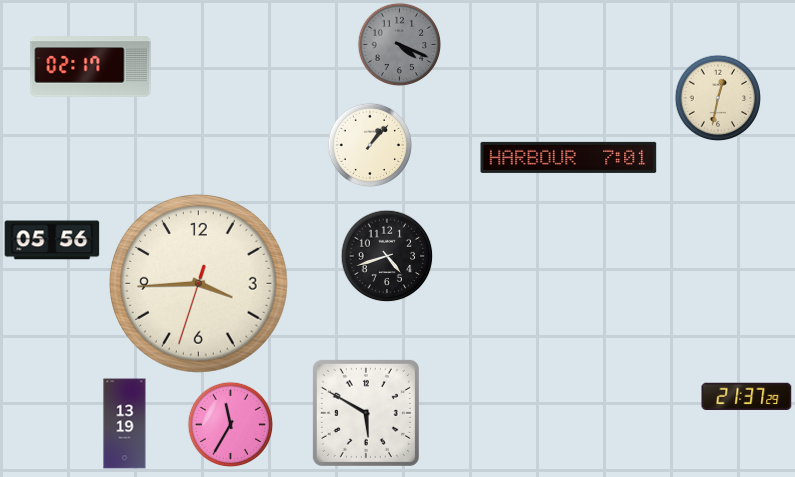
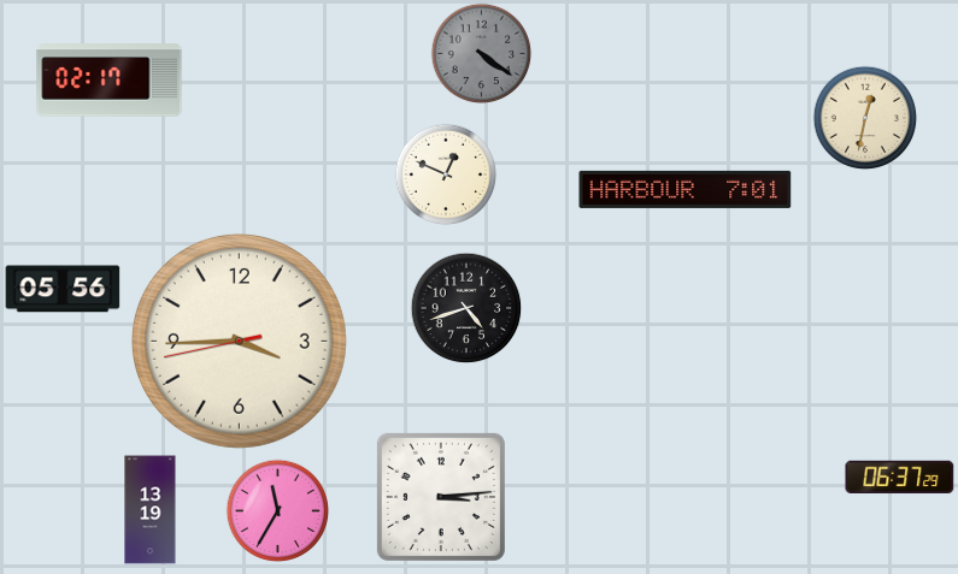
clock at (399, 44): 4:19 -> 4:21
clock at (370, 145): 1:07 -> 12:49
clock at (199, 284): 3:44:33 -> 3:44:43
clock at (747, 396): 21:37 -> 06:37
clock at (366, 413): 5:50 -> 3:14
